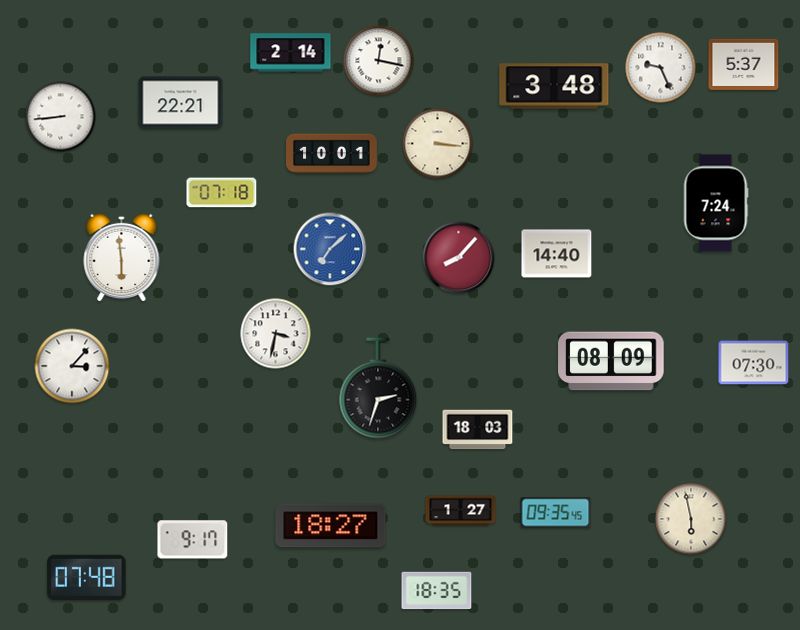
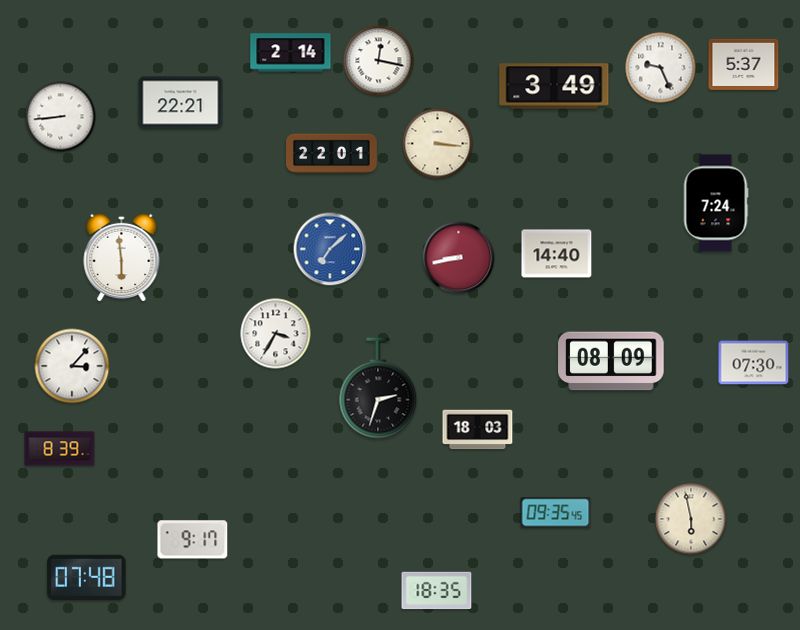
clock at (554, 86): 3:48 -> 3:49
clock at (332, 154): 10:01 -> 22:01
clock at (222, 193): 07:18 -> none
clock at (459, 258): 8:07 -> 8:43
clock at (276, 334): 3:32 -> 3:35
clock at (60, 449): none -> 8:39
clock at (461, 511): 1:27 -> none
clock at (331, 526): 18:27 -> none
